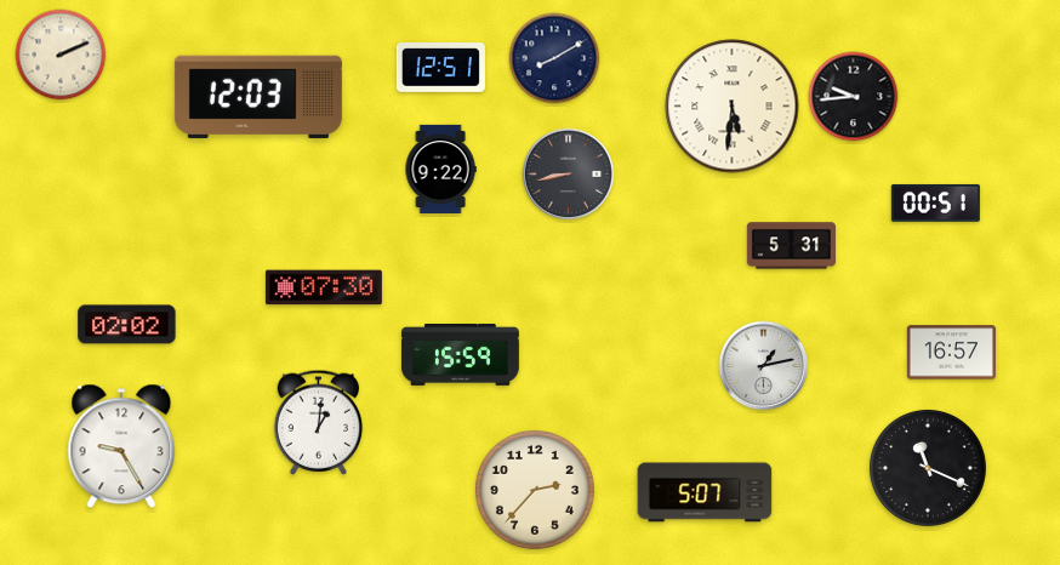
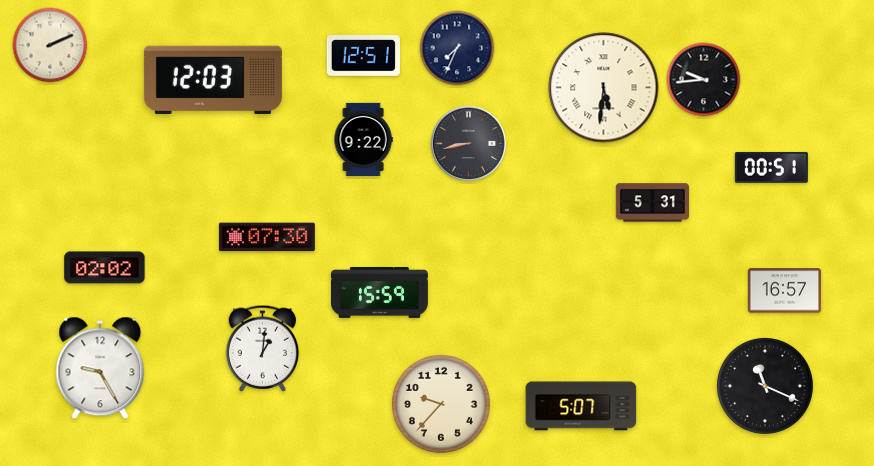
clock at (554, 58): 8:10 -> 7:34
clock at (764, 366): 1:13 -> none
clock at (535, 490): 2:37 -> 9:37
